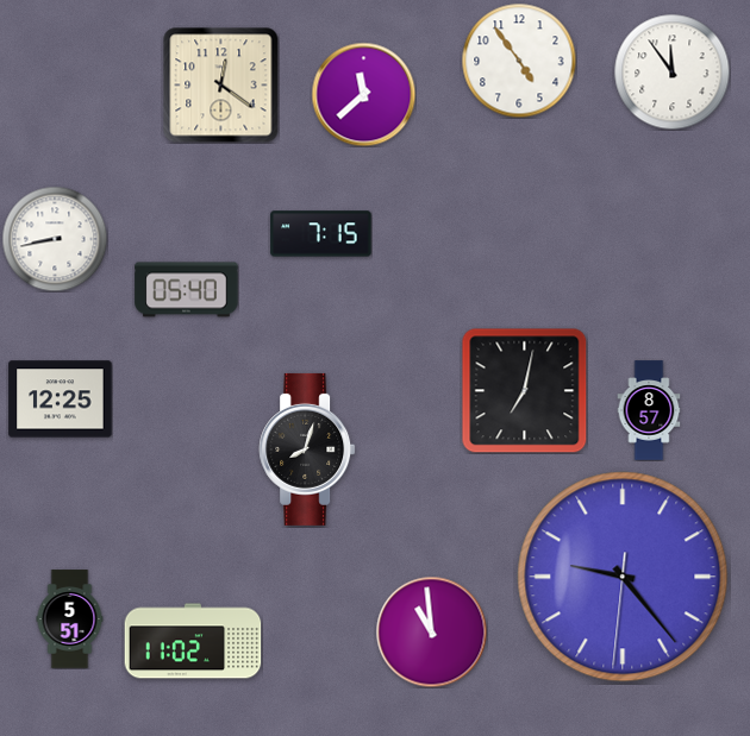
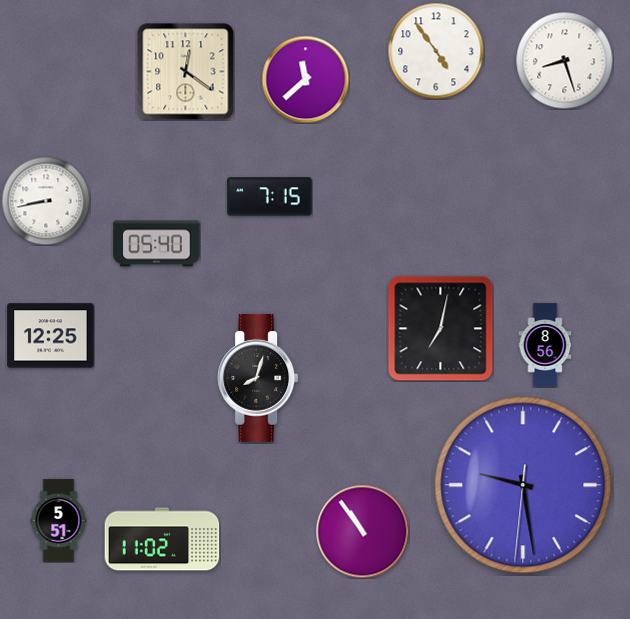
clock at (671, 71): 11:54 -> 8:27
clock at (649, 410): 8:57 -> 8:56
clock at (623, 577): 9:23 -> 9:28
clock at (431, 631): 10:59 -> 10:54
